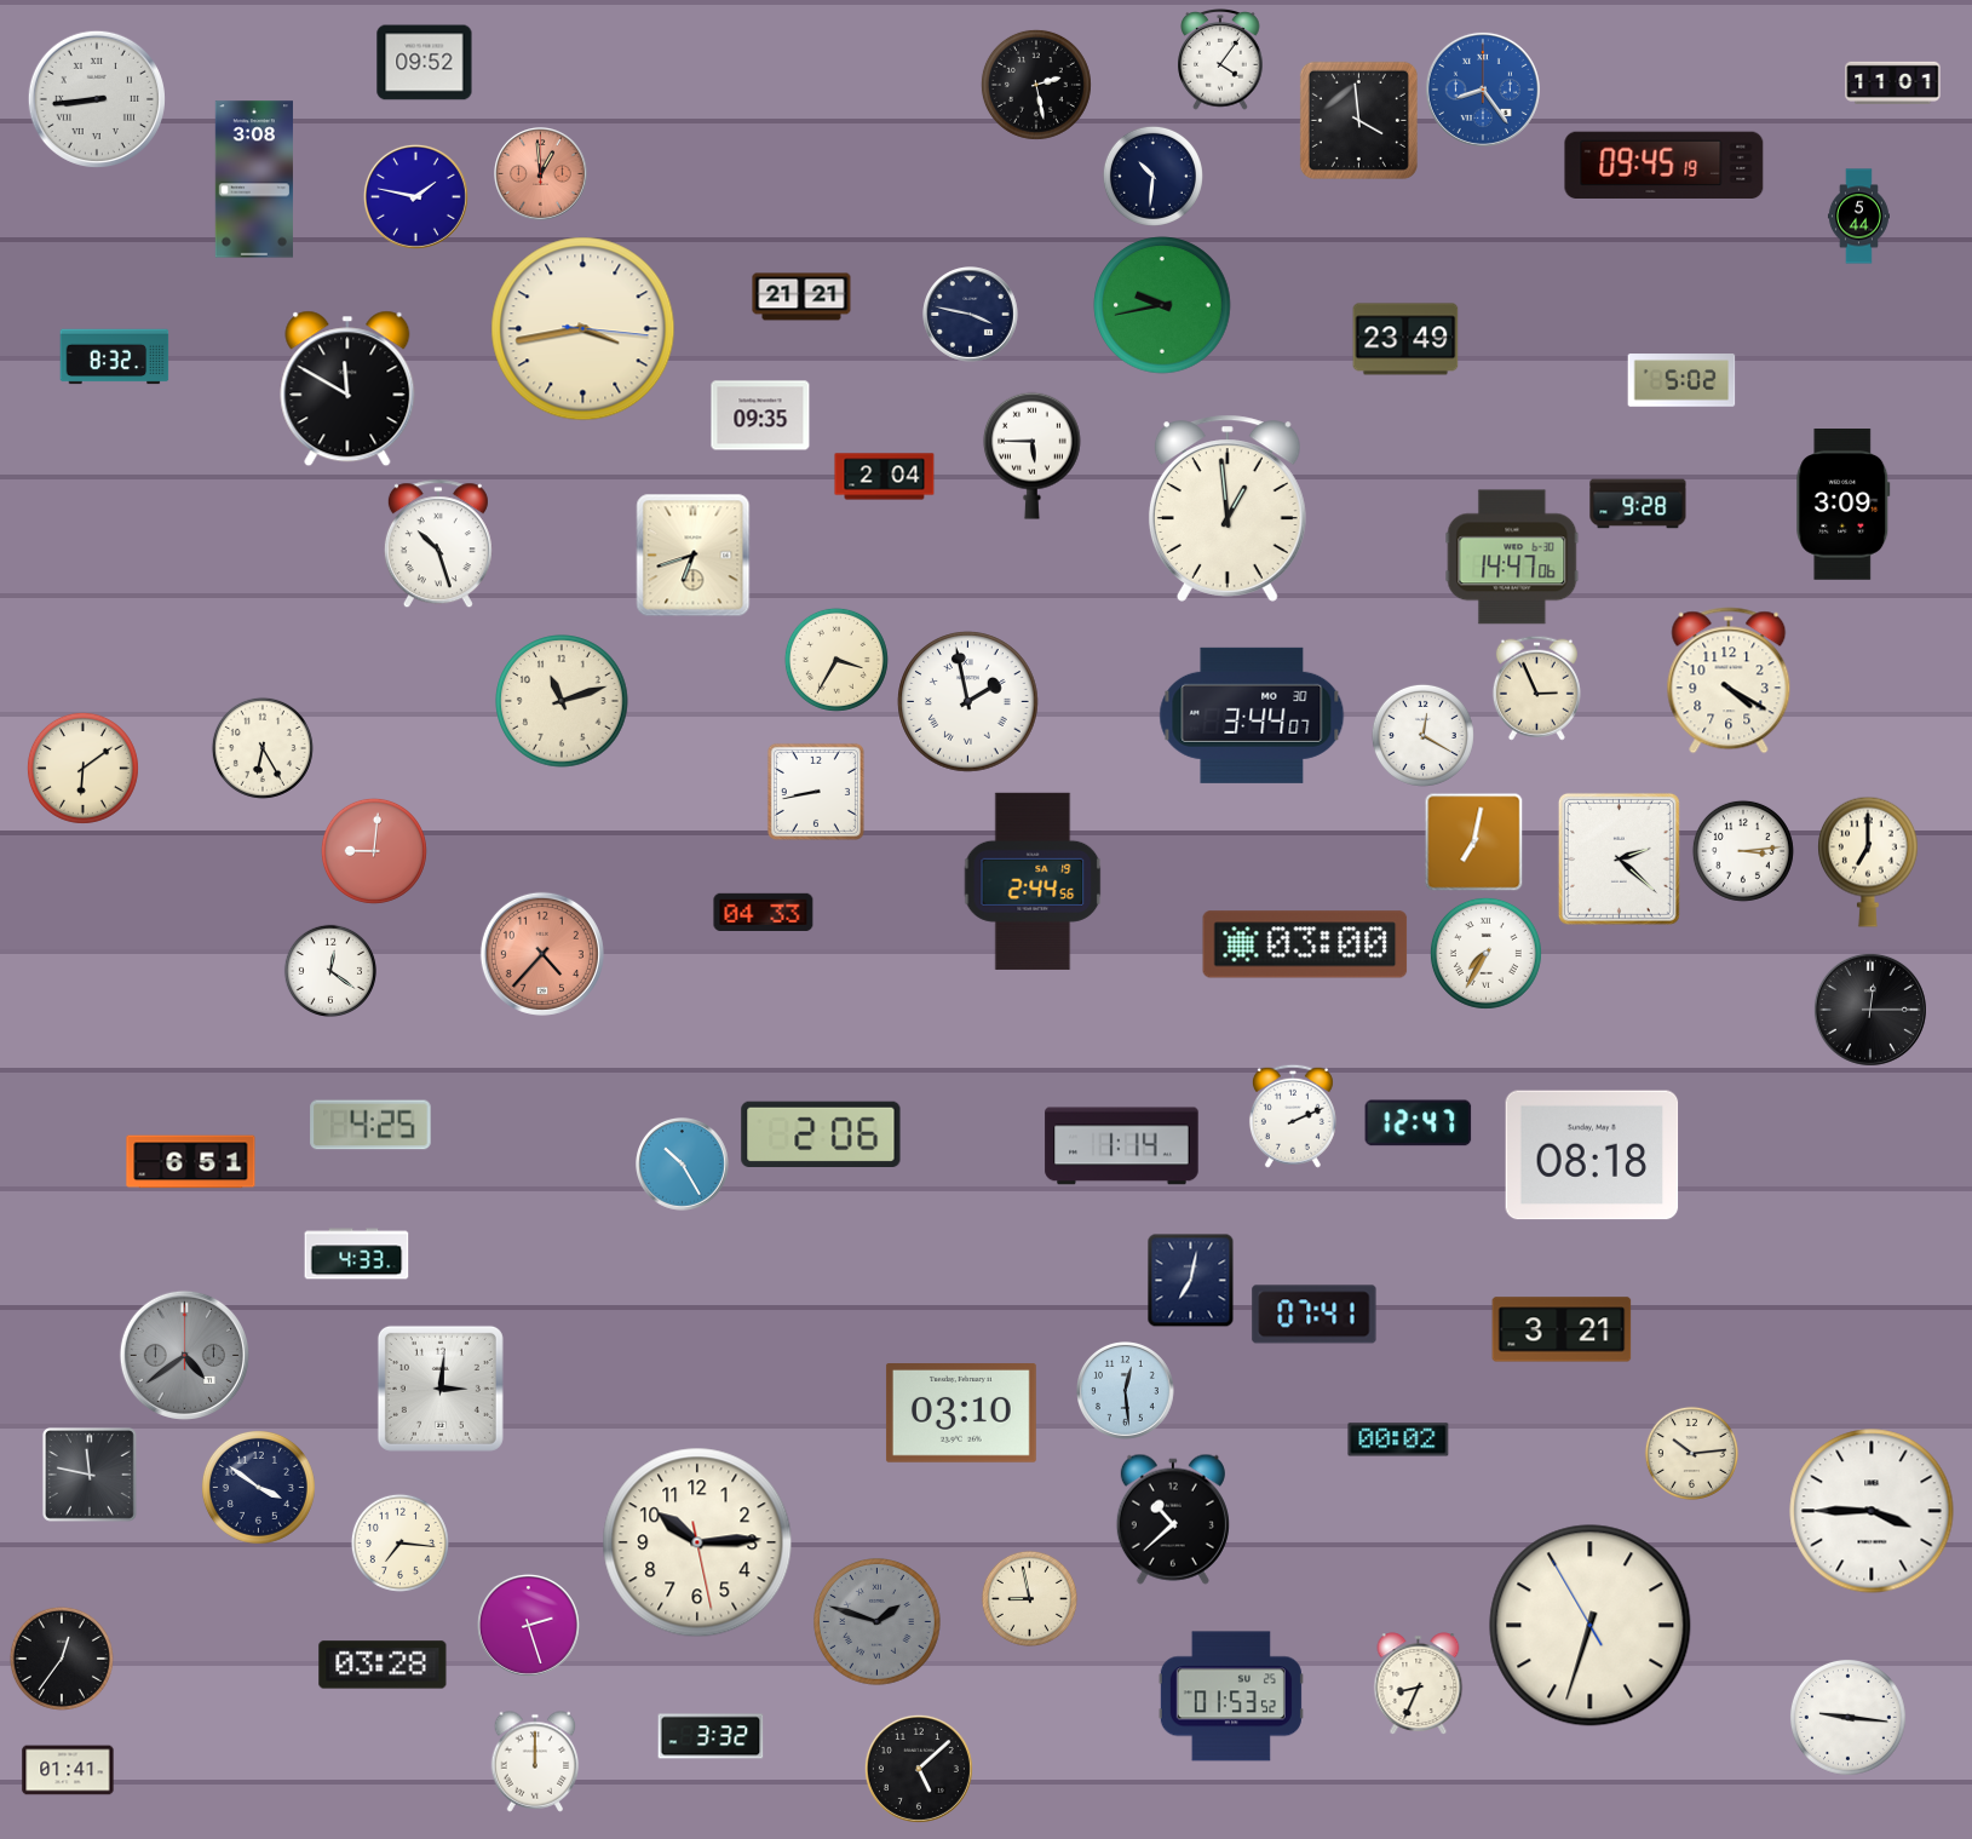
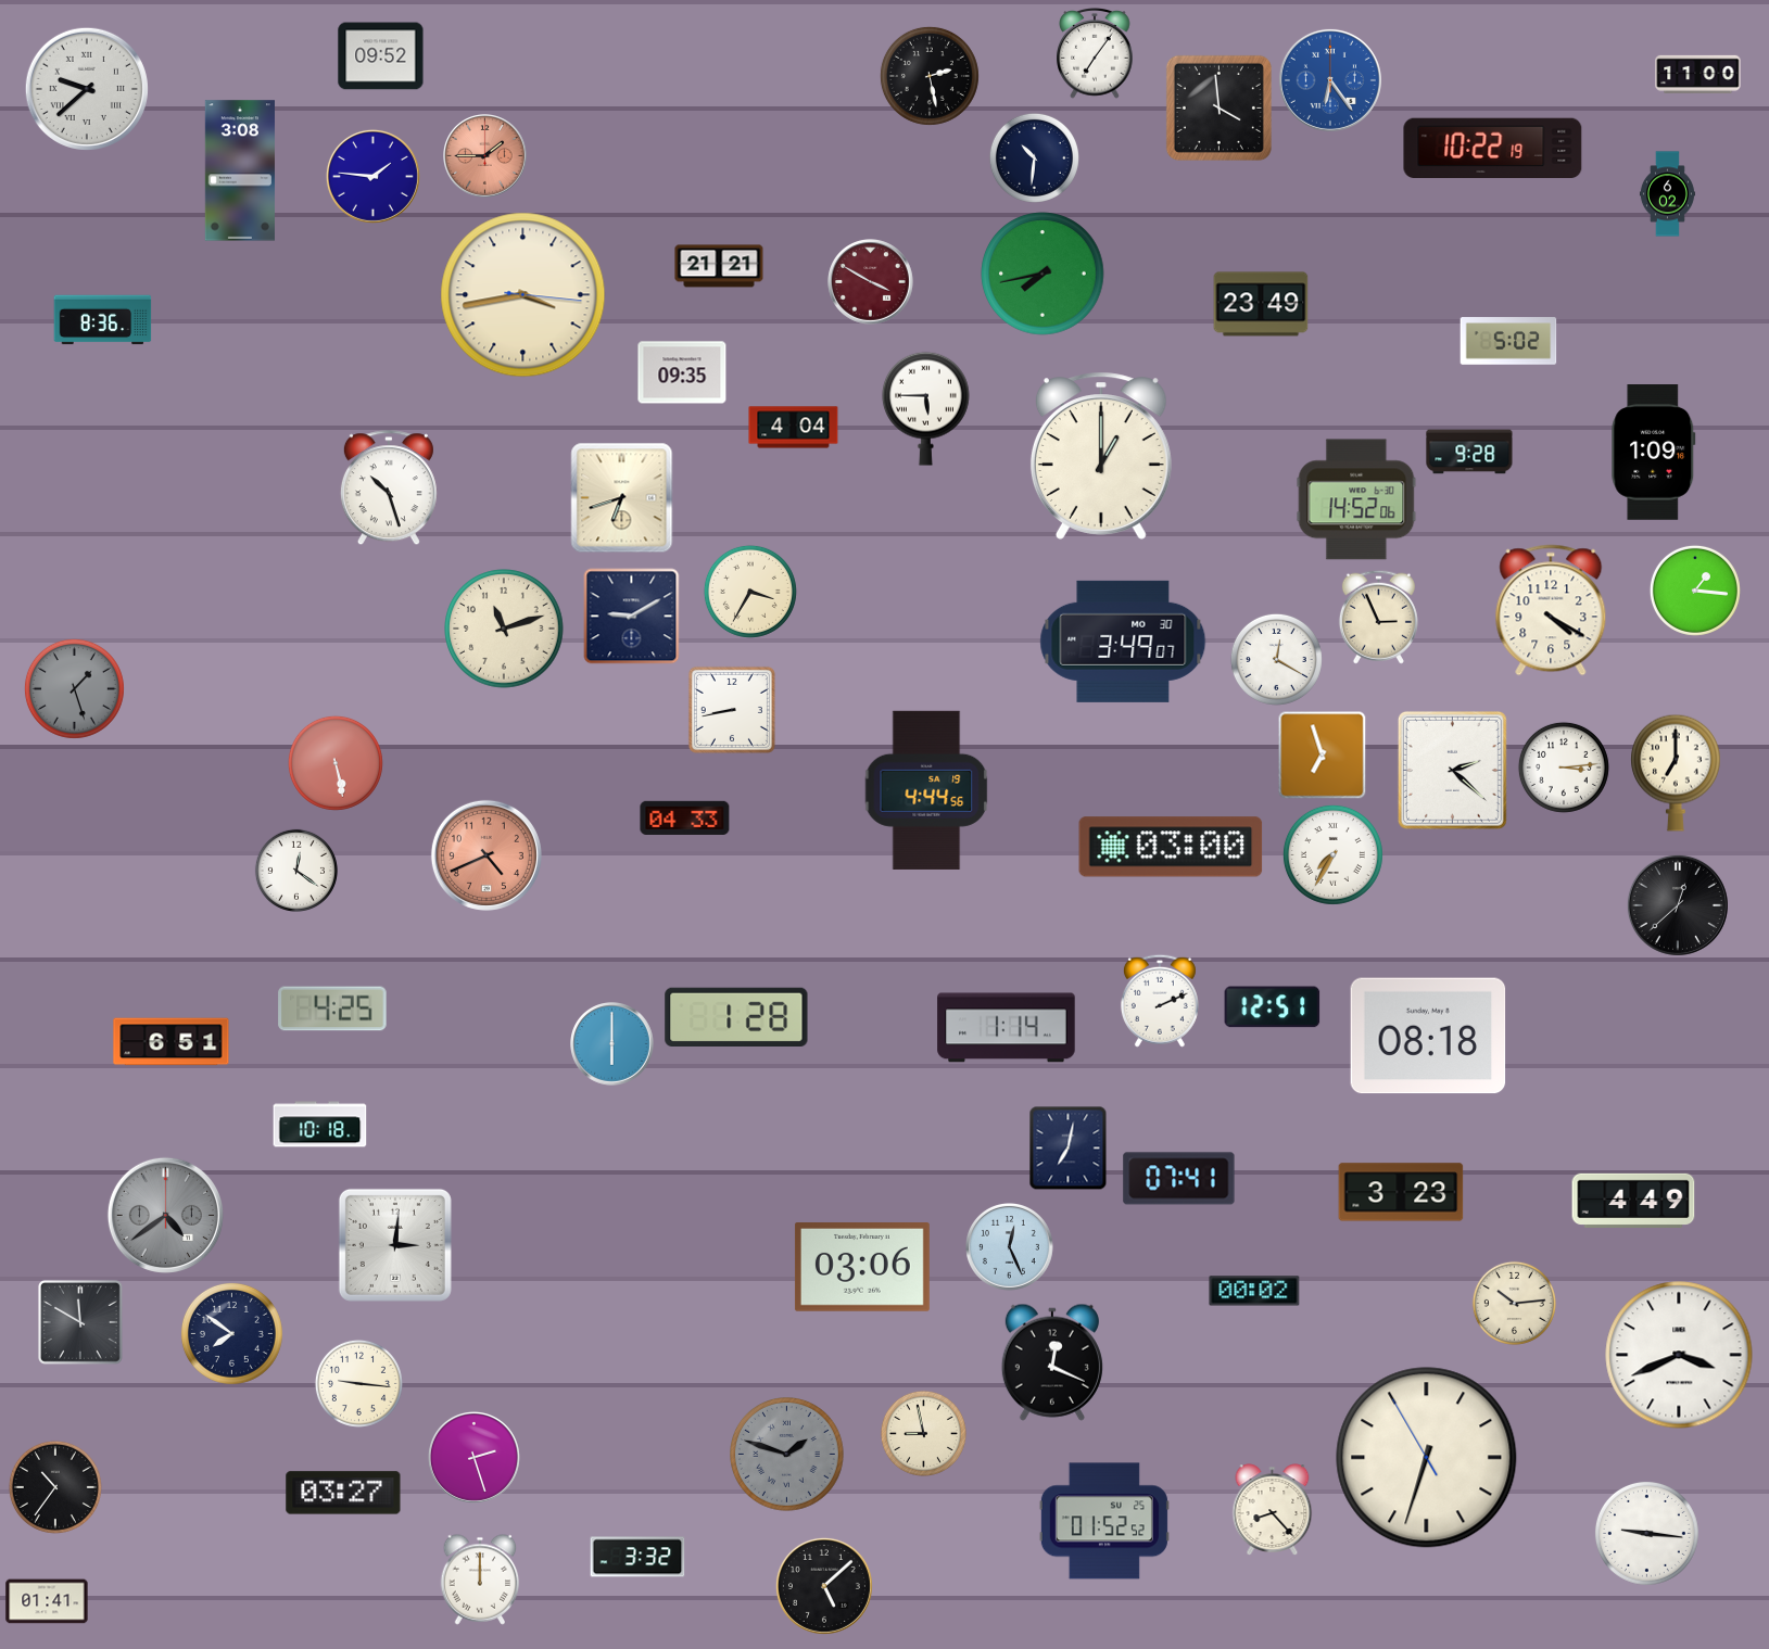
clock at (1220, 59): 4:06 -> 7:06
clock at (1893, 82): 11:01 -> 11:00
clock at (1483, 90): 8:24 -> 6:24
clock at (97, 99): 8:44 -> 9:38
clock at (1665, 166): 09:45 -> 10:22
clock at (541, 174): 12:59 -> 1:45
clock at (254, 179) position: (254, 179) -> (240, 170)
clock at (415, 196): 1:47 -> 1:46
clock at (1858, 217): 5:44 -> 6:02
clock at (1162, 305): 9:43 -> 7:43
clock at (971, 315): 3:47 -> 3:50
clock at (971, 315) dial: navy -> burgundy
clock at (115, 357): 8:32 -> 8:36
clock at (347, 389): 11:50 -> none
clock at (885, 477): 2:04 -> 4:04
clock at (1844, 505): 3:09 -> 1:09
clock at (1228, 508): 12:59 -> 1:00
clock at (438, 545) position: (438, 545) -> (389, 489)
clock at (1512, 557): 14:47 -> 14:52
clock at (1695, 591): none -> 1:16
clock at (632, 617): none -> 9:10
clock at (968, 702): 1:58 -> none
clock at (1252, 716): 3:44 -> 3:49
clock at (263, 748): 6:25 -> none
clock at (82, 768): 6:09 -> 1:27
clock at (82, 768) dial: cream -> grey
clock at (1474, 843): 7:02 -> 6:57
clock at (374, 851): 9:01 -> 5:28
clock at (1743, 851) position: (1743, 851) -> (1564, 768)
clock at (1033, 881): 2:44 -> 4:44
clock at (542, 954): 4:37 -> 4:41
clock at (1870, 1010): 12:15 -> 12:38
clock at (1419, 1123): 12:47 -> 12:51
clock at (821, 1134): 2:06 -> 1:28
clock at (683, 1165): 10:25 -> 6:00
clock at (357, 1254): 4:33 -> 10:18
clock at (1562, 1329): 3:21 -> 3:23
clock at (1633, 1201): none -> 4:49
clock at (1126, 1391): 12:29 -> 12:26
clock at (961, 1414): 03:10 -> 03:06
clock at (1691, 1453) position: (1691, 1453) -> (1514, 1303)
clock at (90, 1475): 11:47 -> 11:50
clock at (258, 1487): 3:51 -> 7:51
clock at (1872, 1511): 3:45 -> 3:41
clock at (1173, 1519): 10:38 -> 12:19
clock at (399, 1542): 7:16 -> 9:16
clock at (697, 1542): 10:14 -> none
clock at (62, 1659): 12:36 -> 10:36
clock at (383, 1665): 03:28 -> 03:27
clock at (1419, 1684): 8:34 -> 8:23
clock at (1231, 1696): 01:53 -> 01:52
clock at (1847, 1717) position: (1847, 1717) -> (1646, 1533)
clock at (68, 1770) position: (68, 1770) -> (47, 1601)
